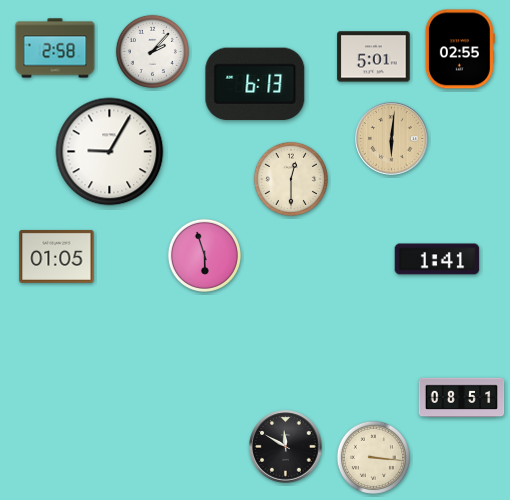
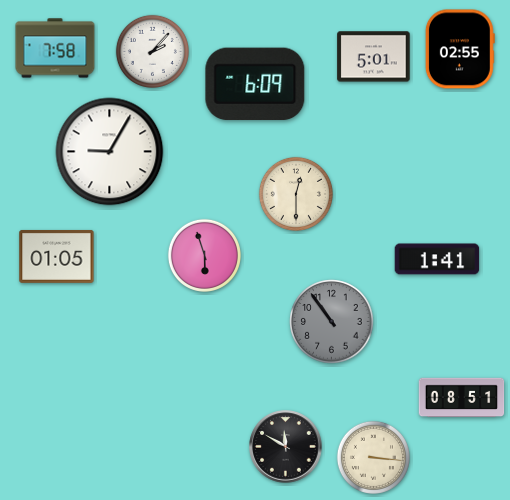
clock at (55, 48): 2:58 -> 7:58
clock at (255, 84): 6:13 -> 6:09
clock at (392, 139): 6:01 -> none
clock at (291, 179) position: (291, 179) -> (296, 194)
clock at (332, 322): none -> 10:54
